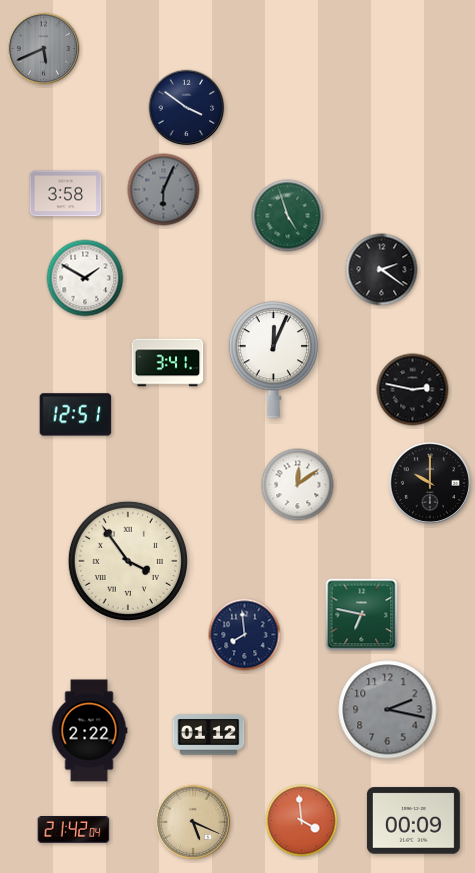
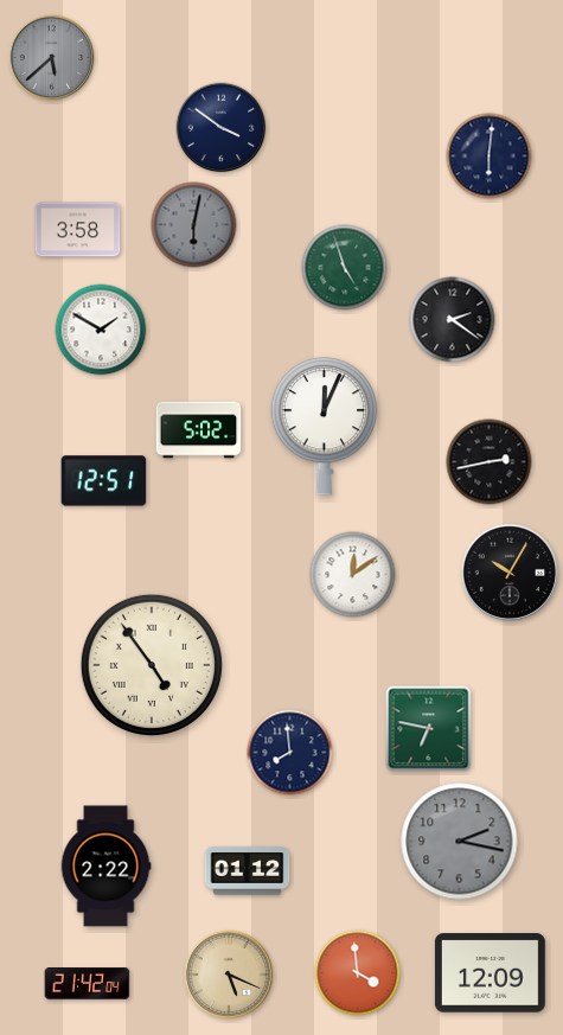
clock at (44, 49): 5:41 -> 5:38
clock at (490, 156): none -> 6:01
clock at (164, 190): 6:04 -> 6:02
clock at (288, 216) position: (288, 216) -> (345, 268)
clock at (168, 363): 3:41 -> 5:02
clock at (413, 390): 2:47 -> 2:43
clock at (76, 415) position: (76, 415) -> (104, 481)
clock at (430, 482): 10:00 -> 10:05
clock at (128, 561): 3:54 -> 4:54
clock at (413, 821): 00:09 -> 12:09
